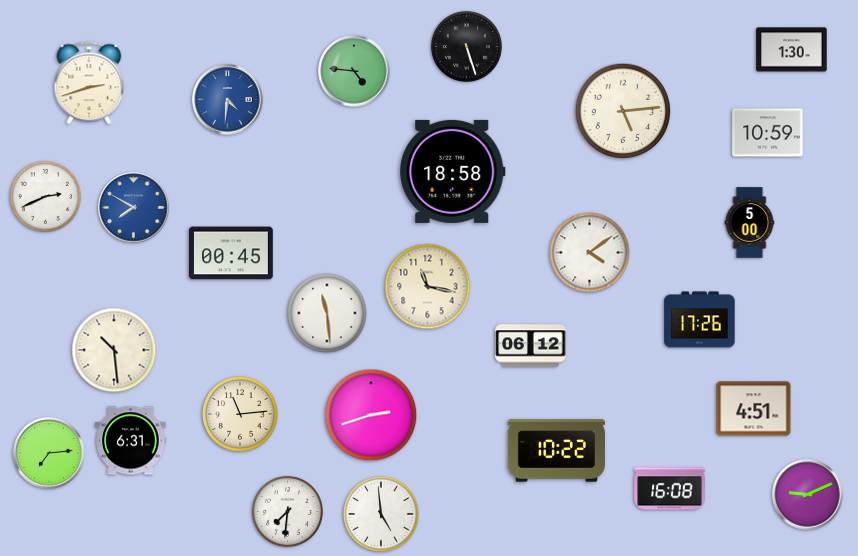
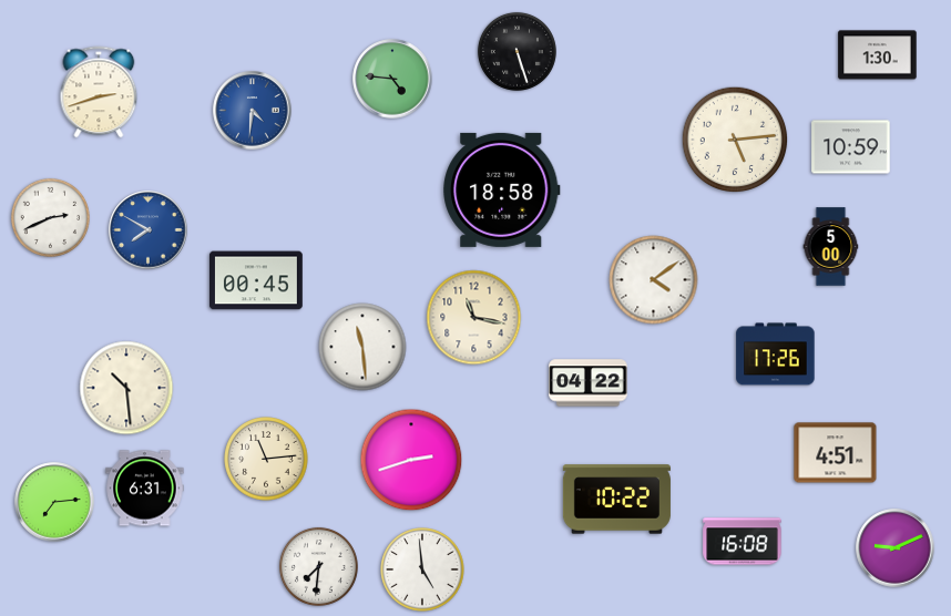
clock at (623, 111) position: (623, 111) -> (735, 140)
clock at (531, 346): 06:12 -> 04:22
